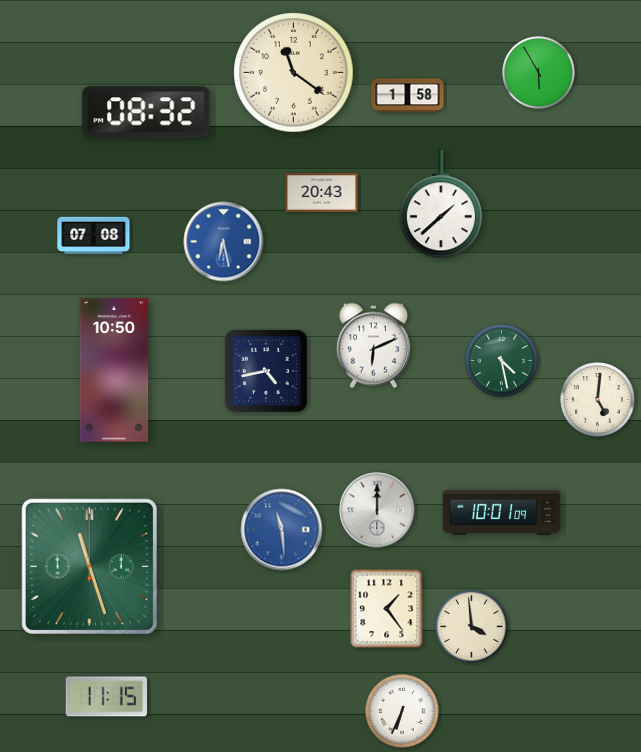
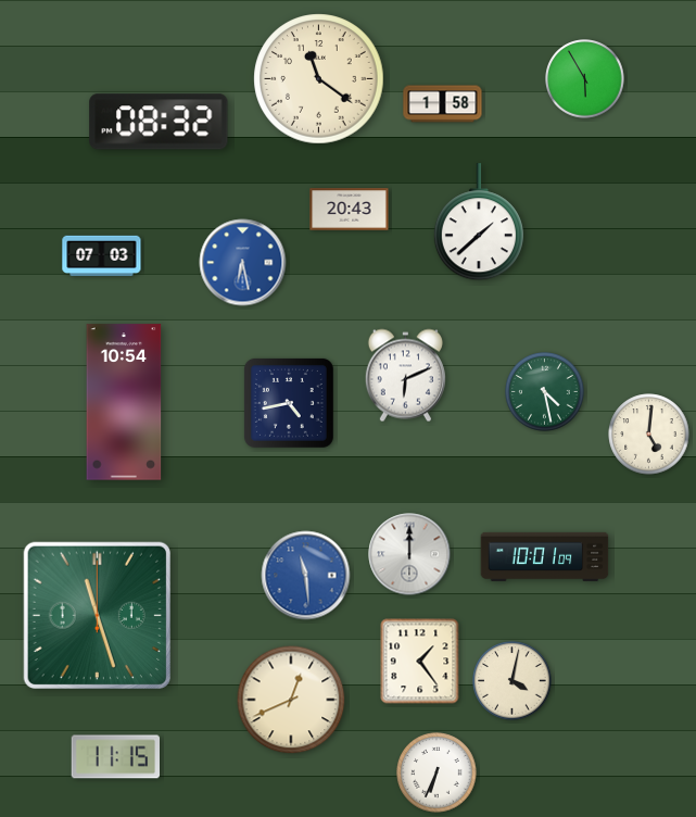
clock at (94, 236): 07:08 -> 07:03
clock at (114, 370): 10:50 -> 10:54
clock at (472, 627): 3:59 -> 4:02
clock at (291, 700): none -> 12:41
